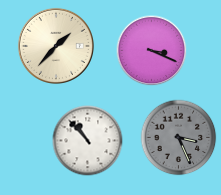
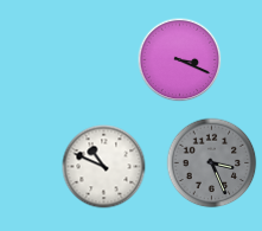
clock at (56, 46): 1:37 -> none
clock at (88, 141): 10:53 -> 10:49
